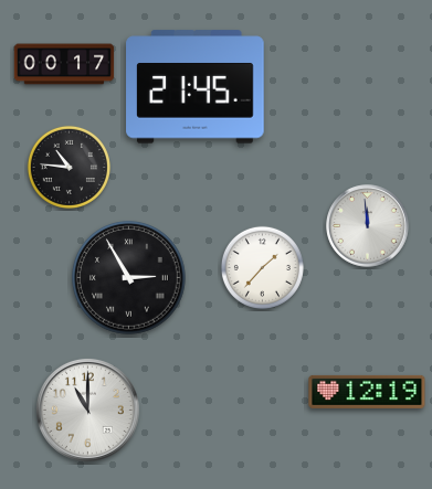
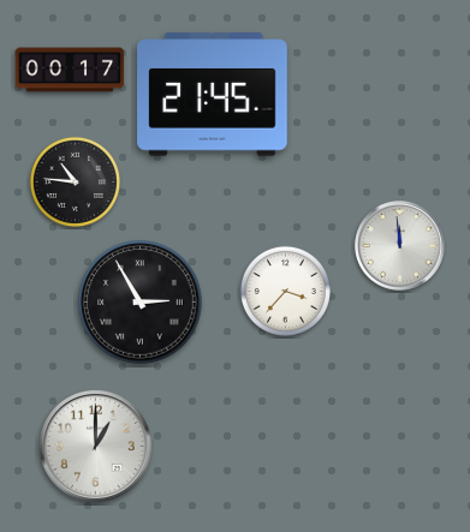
clock at (262, 267): 1:37 -> 3:37
clock at (367, 392): 12:19 -> none
clock at (87, 410): 11:00 -> 1:00
